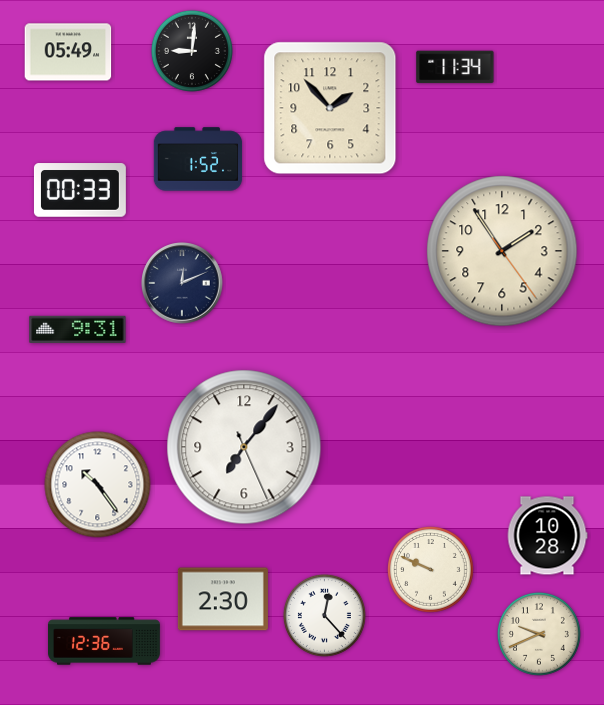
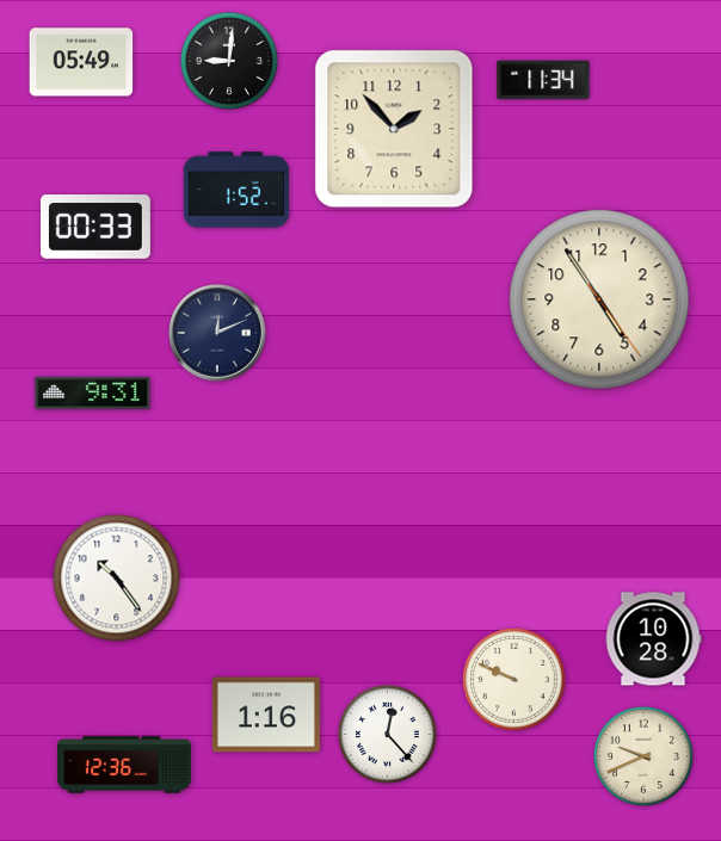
clock at (502, 251): 1:54 -> 4:54
clock at (183, 284) position: (183, 284) -> (218, 334)
clock at (244, 447): 7:06 -> none
clock at (223, 599): 2:30 -> 1:16
